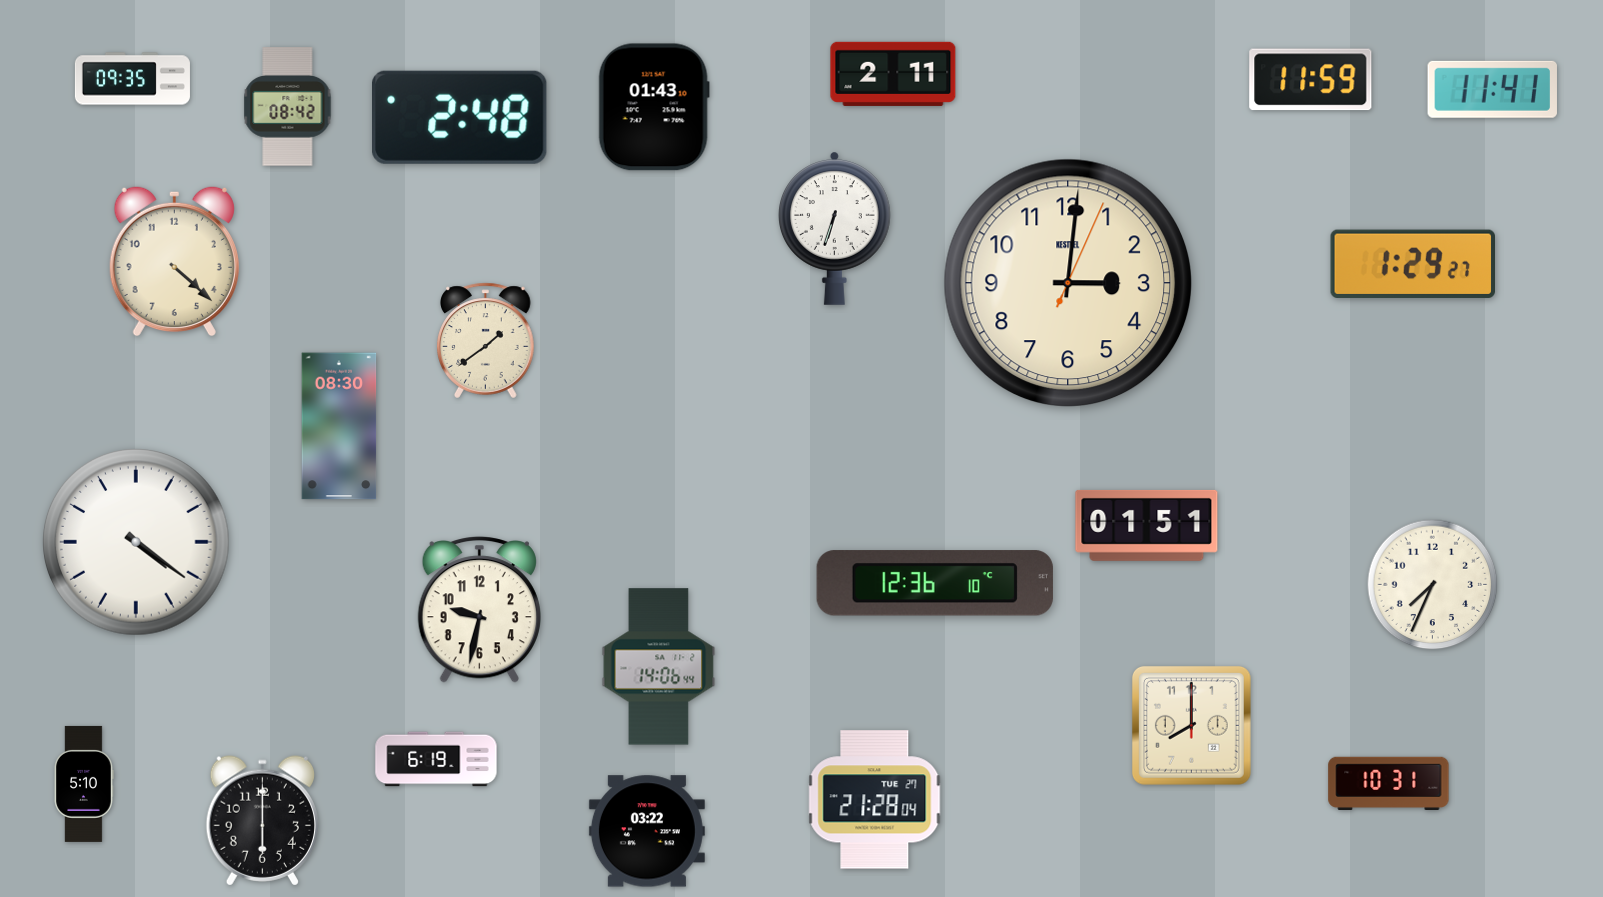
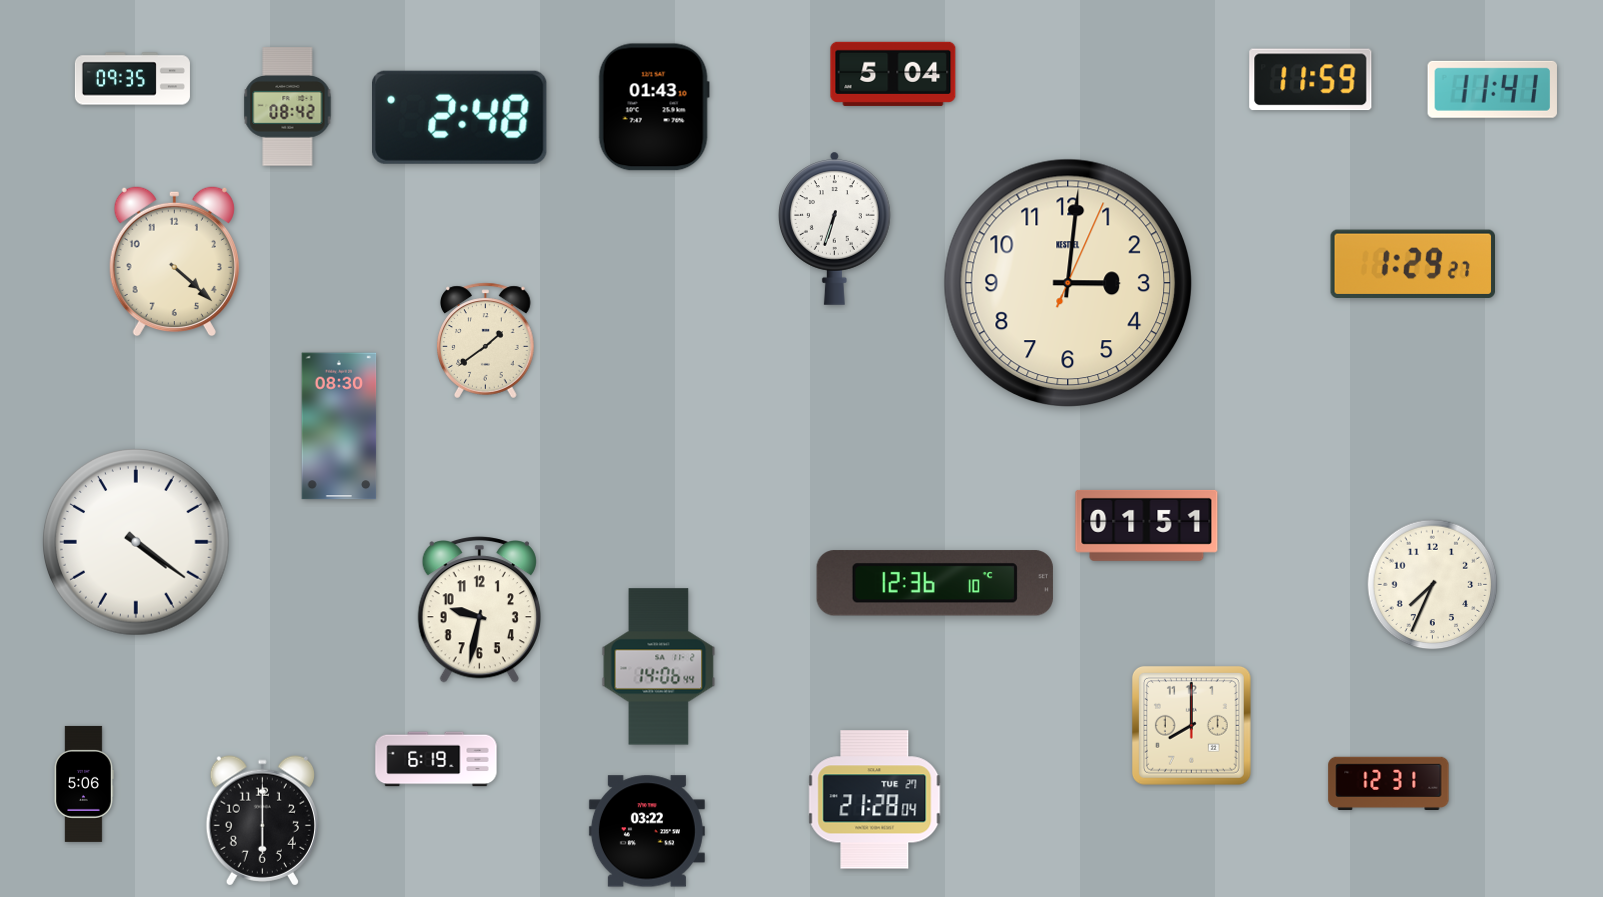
clock at (893, 74): 2:11 -> 5:04
clock at (1389, 783): 10:31 -> 12:31
clock at (84, 784): 5:10 -> 5:06
